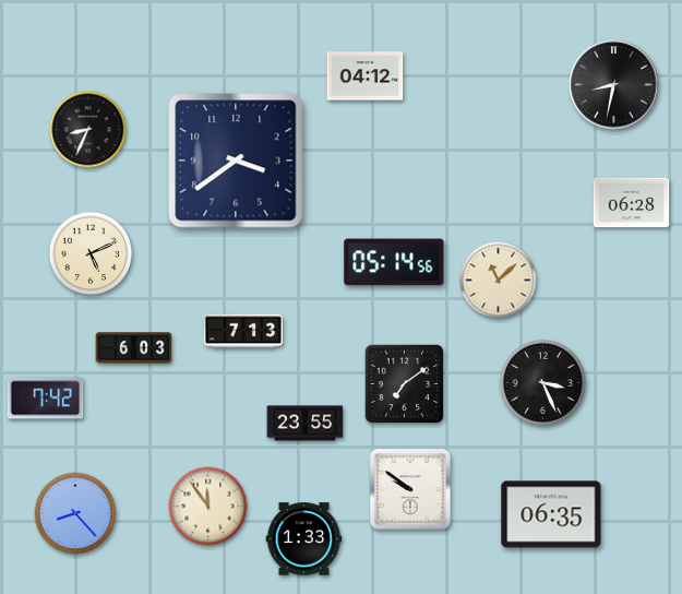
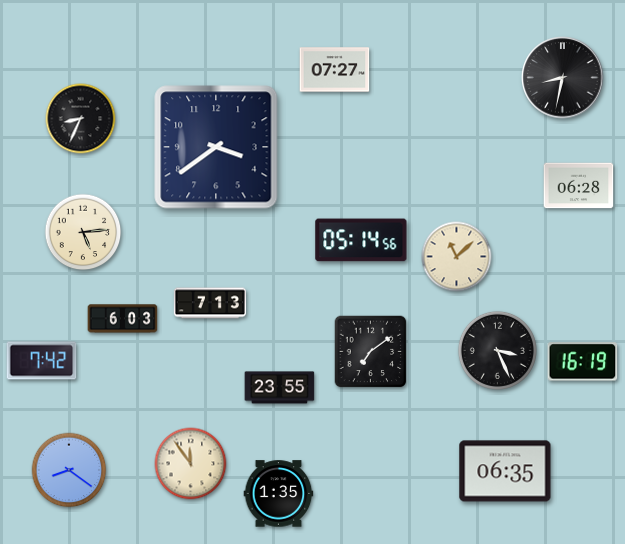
clock at (366, 76): 04:12 -> 07:27
clock at (91, 253): 5:11 -> 5:14
clock at (243, 331) position: (243, 331) -> (210, 303)
clock at (583, 362): none -> 16:19
clock at (46, 399) position: (46, 399) -> (42, 361)
clock at (410, 489): 9:51 -> none
clock at (75, 513): 8:23 -> 8:21
clock at (304, 539): 1:33 -> 1:35
